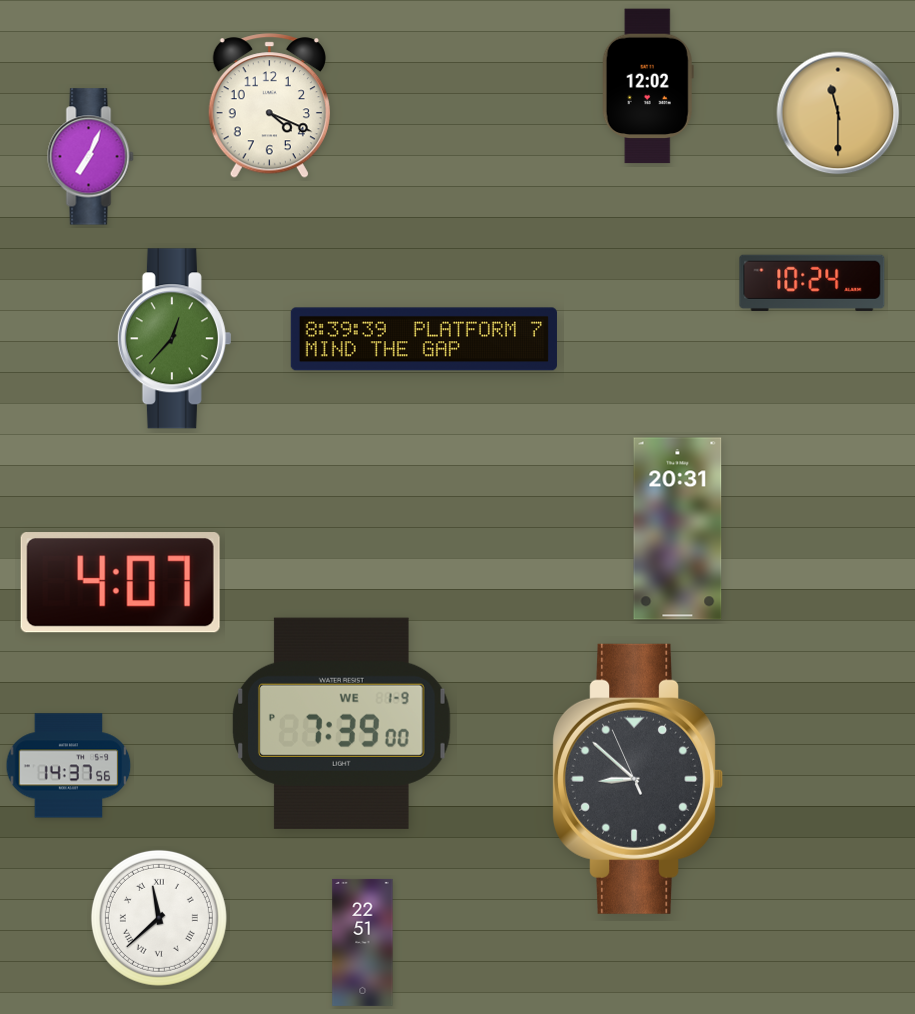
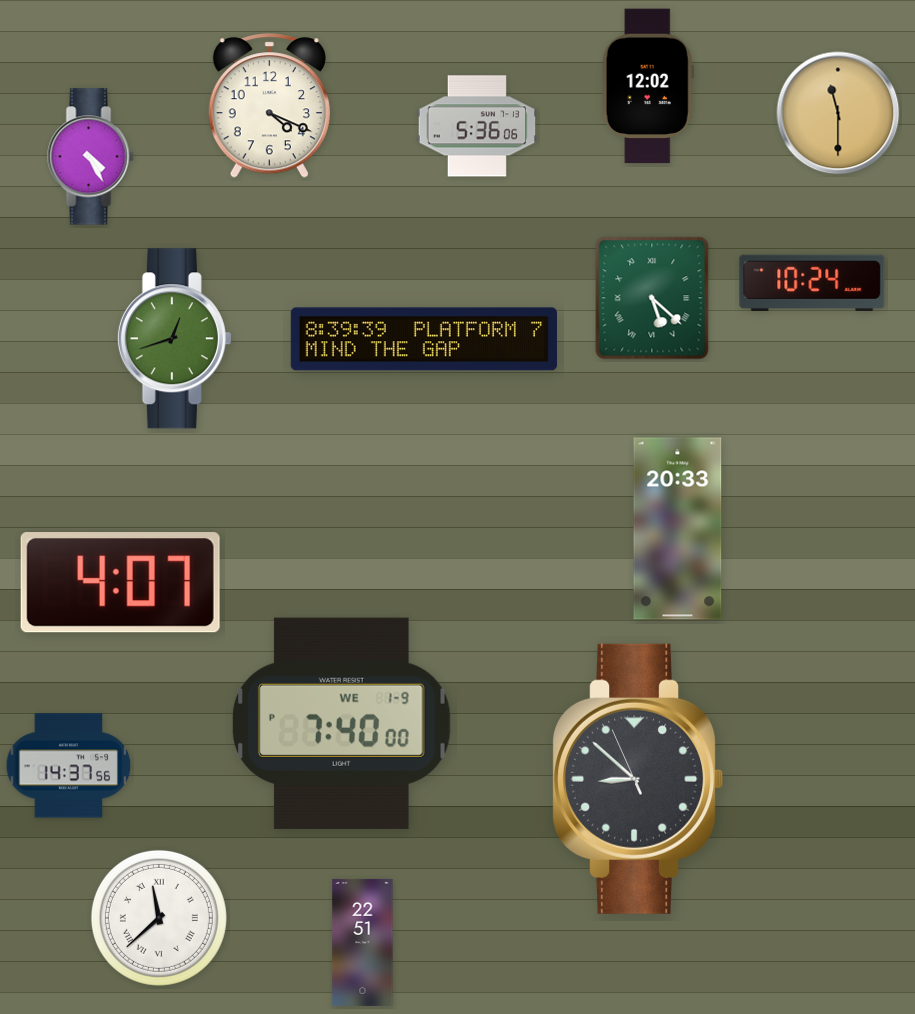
clock at (477, 126): none -> 5:36
clock at (91, 157): 7:04 -> 4:25
clock at (652, 298): none -> 5:22
clock at (174, 339): 12:37 -> 12:42
clock at (678, 529): 20:31 -> 20:33
clock at (342, 723): 7:39 -> 7:40
